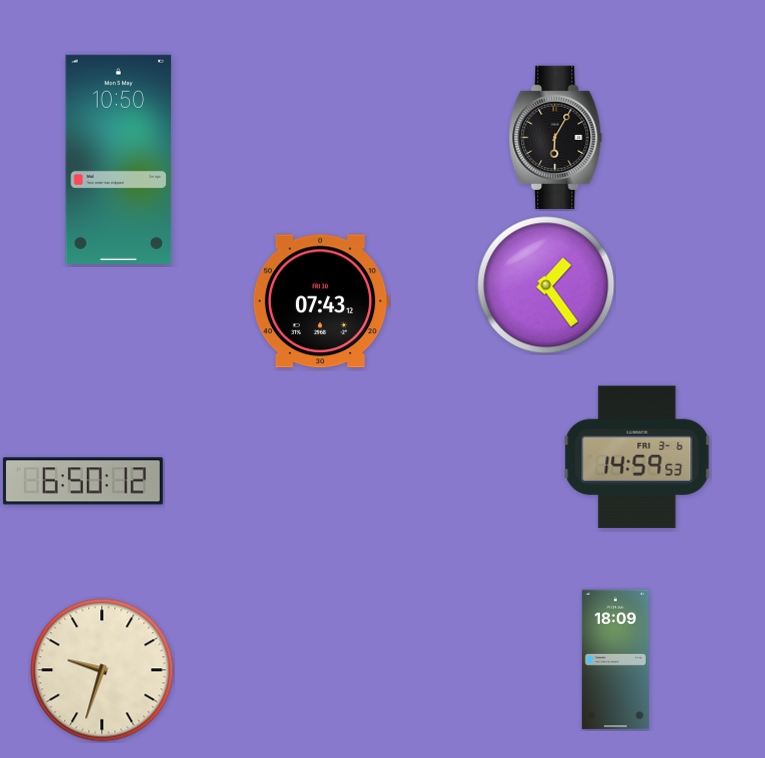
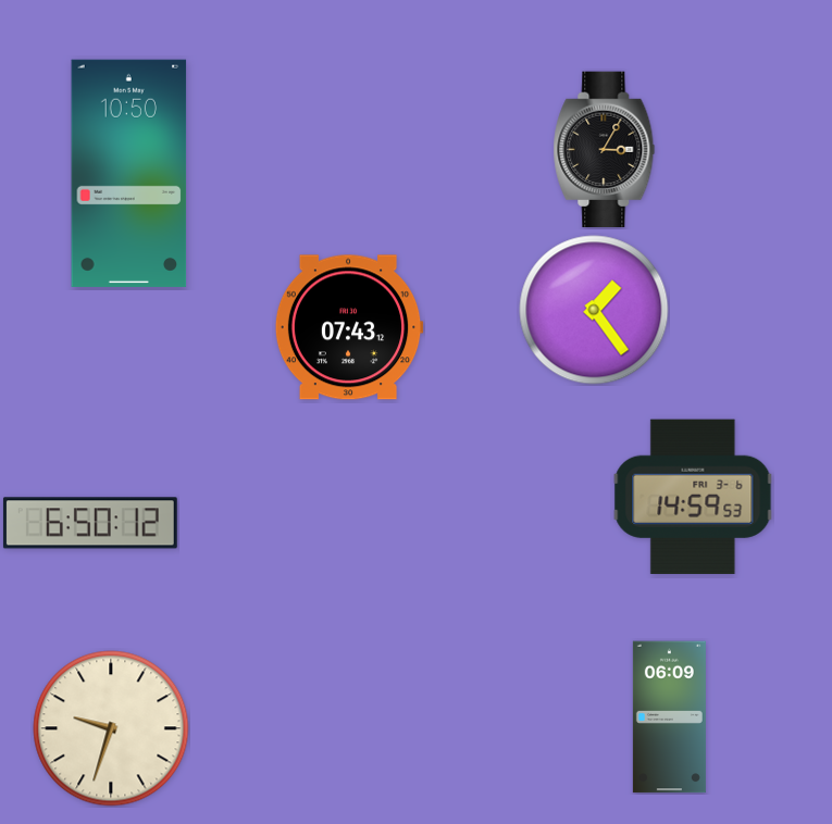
clock at (556, 138): 6:05 -> 3:05
clock at (615, 660): 18:09 -> 06:09
